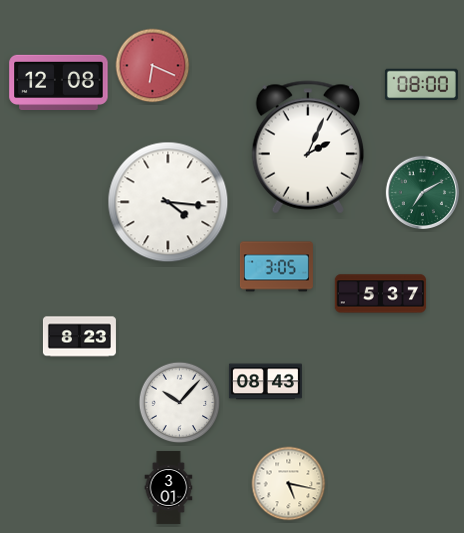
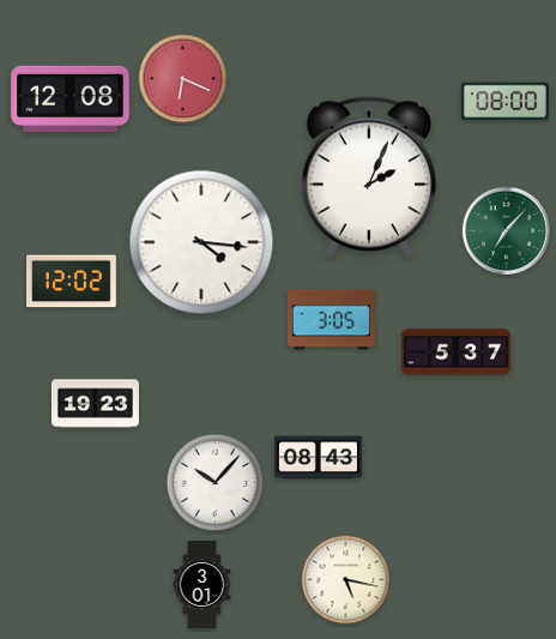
clock at (422, 192): 7:10 -> 7:07
clock at (72, 282): none -> 12:02
clock at (79, 337): 8:23 -> 19:23
